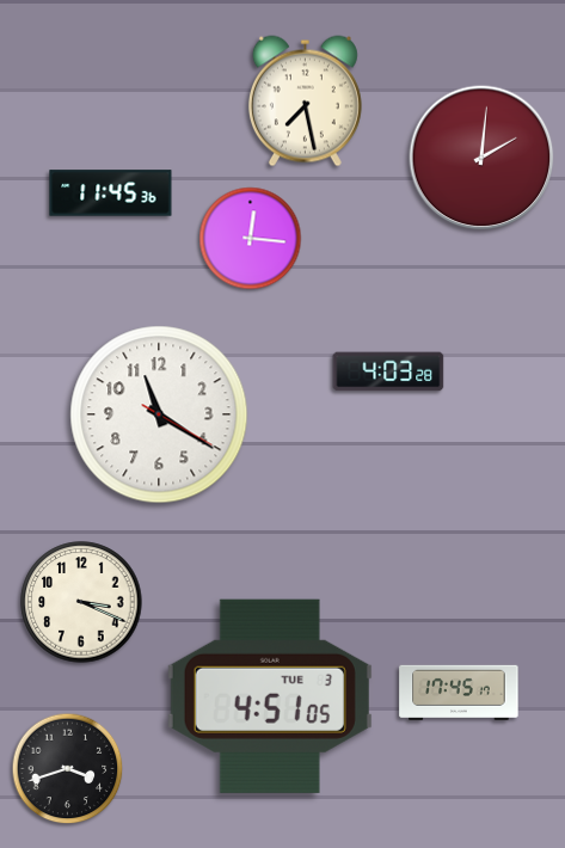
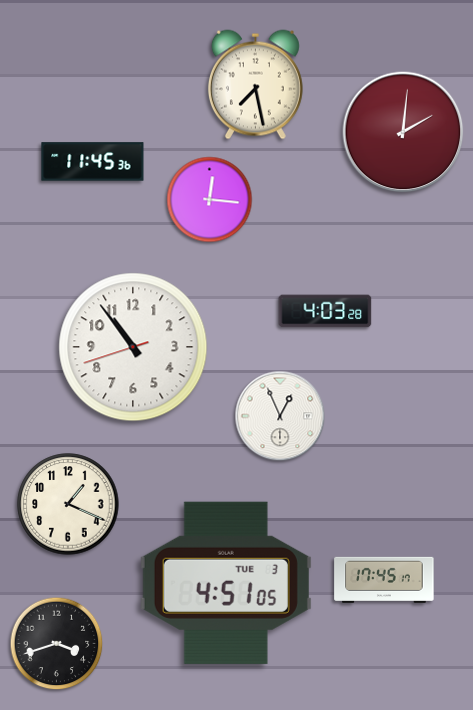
clock at (159, 414): 11:20 -> 10:53
clock at (280, 416): none -> 12:56
clock at (81, 602): 3:19 -> 1:19
